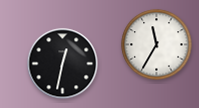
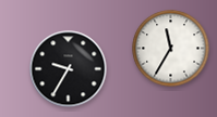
clock at (63, 64): 12:32 -> 9:35
